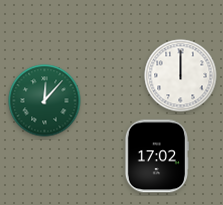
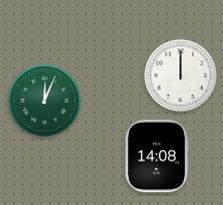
clock at (45, 101): 12:07 -> 12:04
clock at (156, 156): 17:02 -> 14:08
